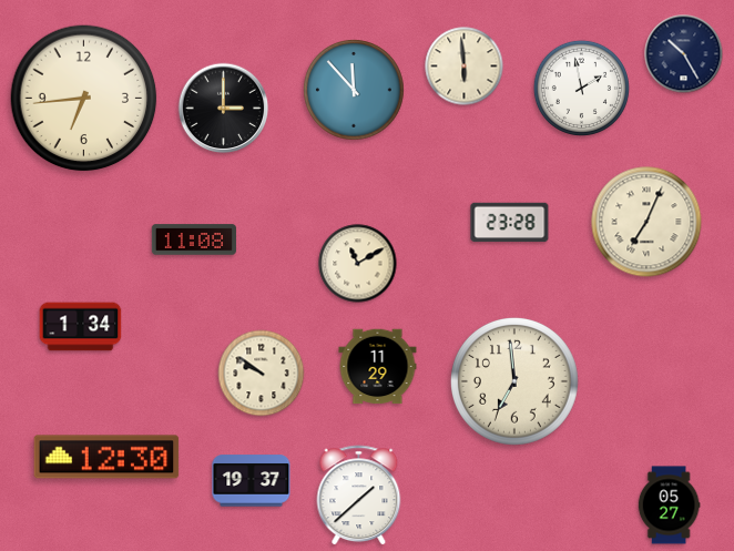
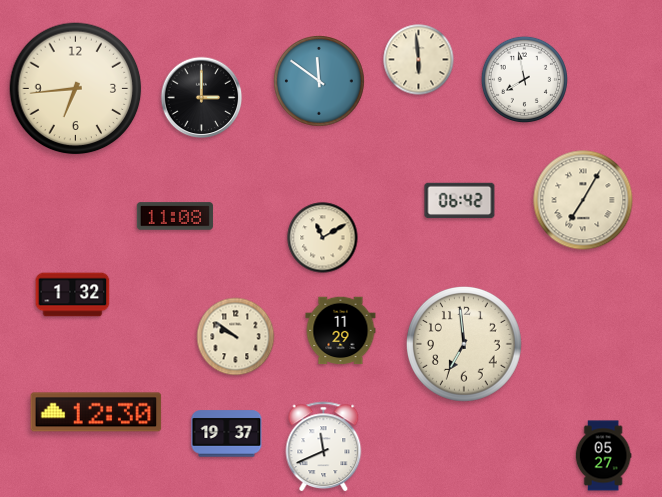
clock at (684, 54): 10:25 -> none
clock at (581, 88): 1:58 -> 7:58
clock at (354, 90): 11:53 -> 11:51
clock at (646, 222): 7:04 -> 7:05
clock at (510, 223): 23:28 -> 06:42
clock at (81, 327): 1:34 -> 1:32
clock at (359, 496): 1:38 -> 11:41
